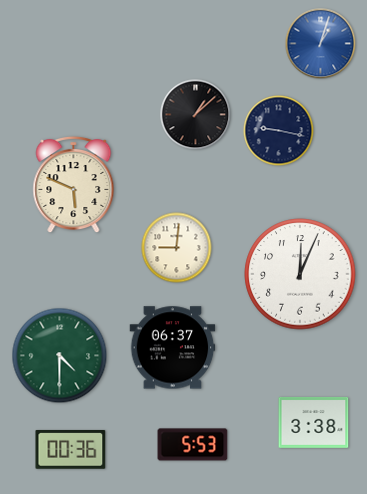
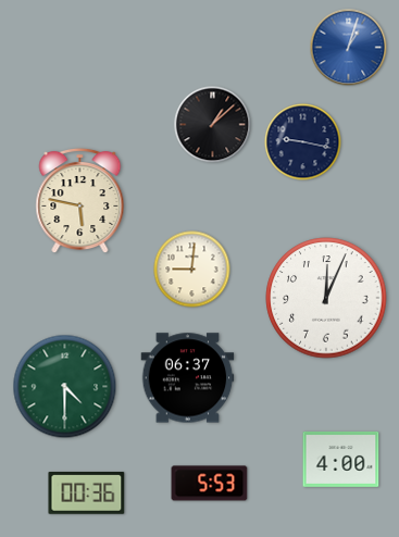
clock at (74, 185): 5:49 -> 5:47
clock at (314, 422): 3:38 -> 4:00
clock at (71, 450) position: (71, 450) -> (87, 494)
